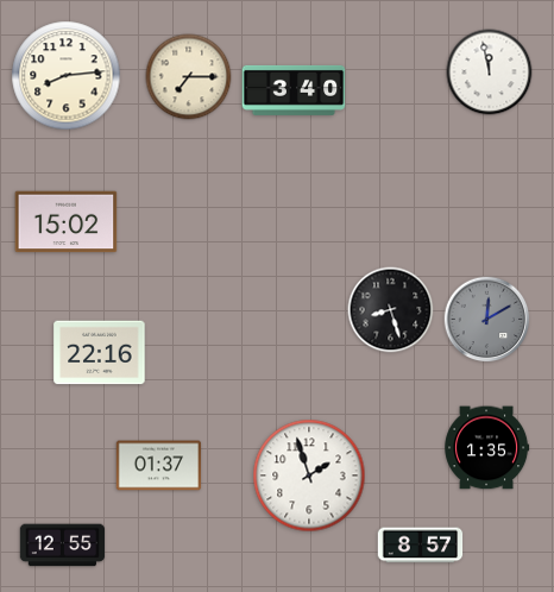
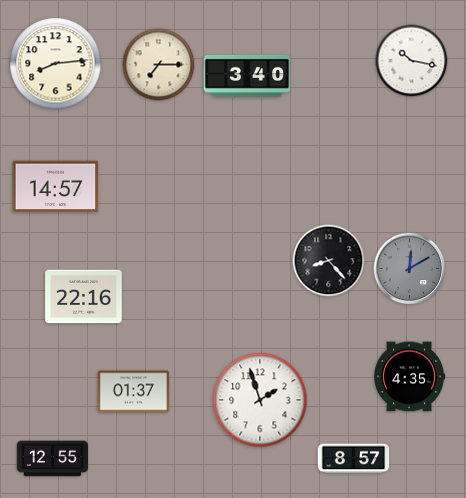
clock at (490, 73): 11:58 -> 10:17
clock at (67, 222): 15:02 -> 14:57
clock at (391, 310): 8:27 -> 8:23
clock at (487, 448): 1:35 -> 4:35
